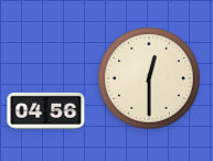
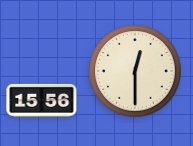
clock at (46, 110): 04:56 -> 15:56
